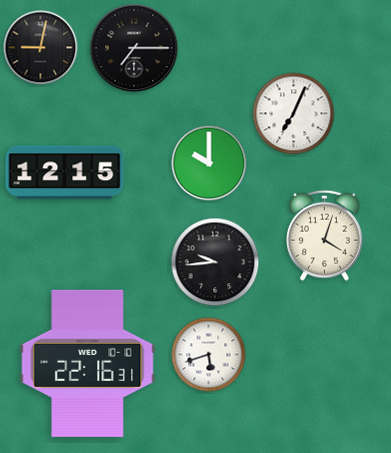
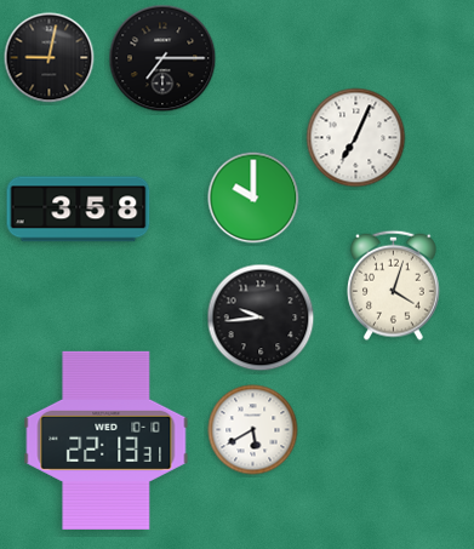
clock at (65, 173): 12:15 -> 3:58
clock at (209, 355): 5:42 -> 5:40
clock at (88, 363): 22:16 -> 22:13
